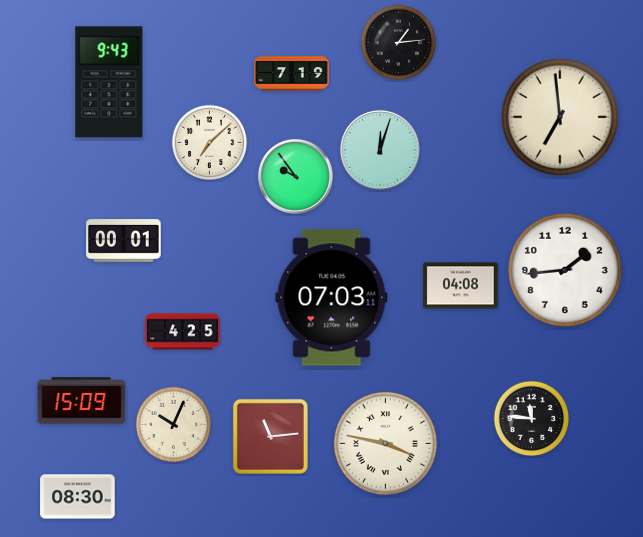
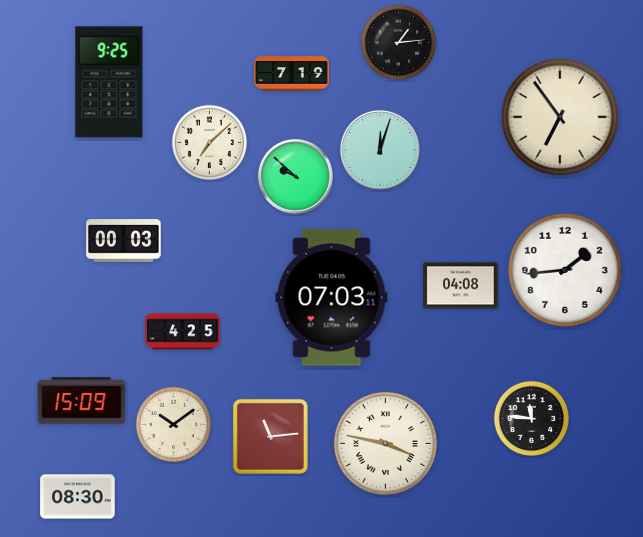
clock at (109, 82): 9:43 -> 9:25
clock at (560, 117): 6:59 -> 6:54
clock at (295, 176): 9:54 -> 9:52
clock at (124, 241): 00:01 -> 00:03
clock at (174, 425): 10:04 -> 10:09
